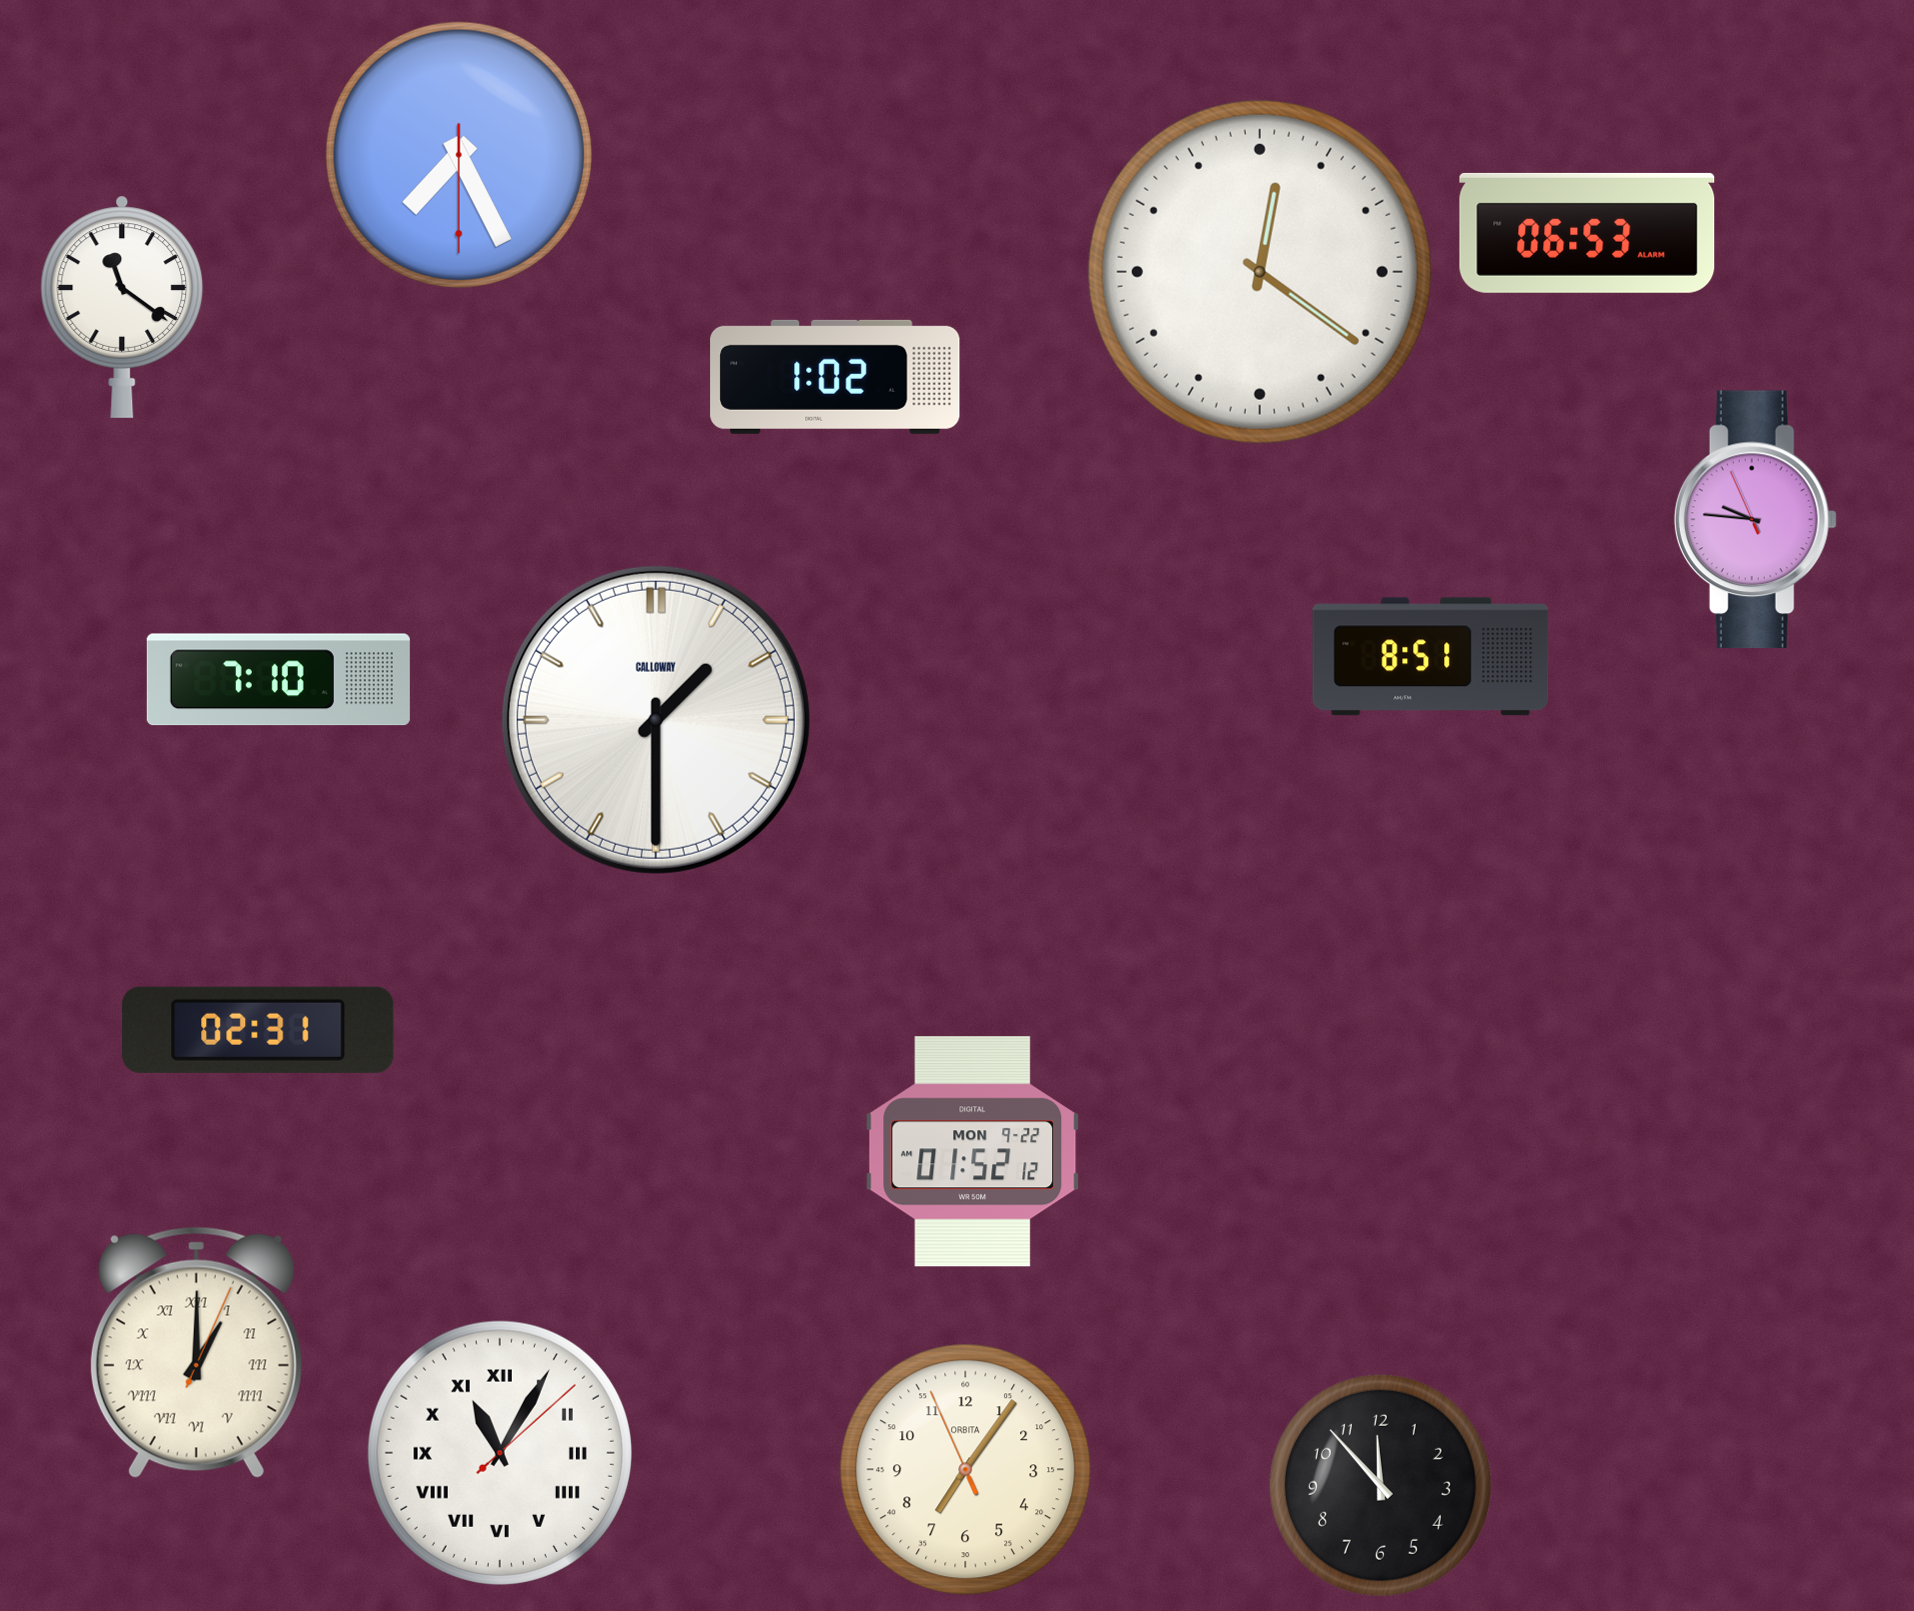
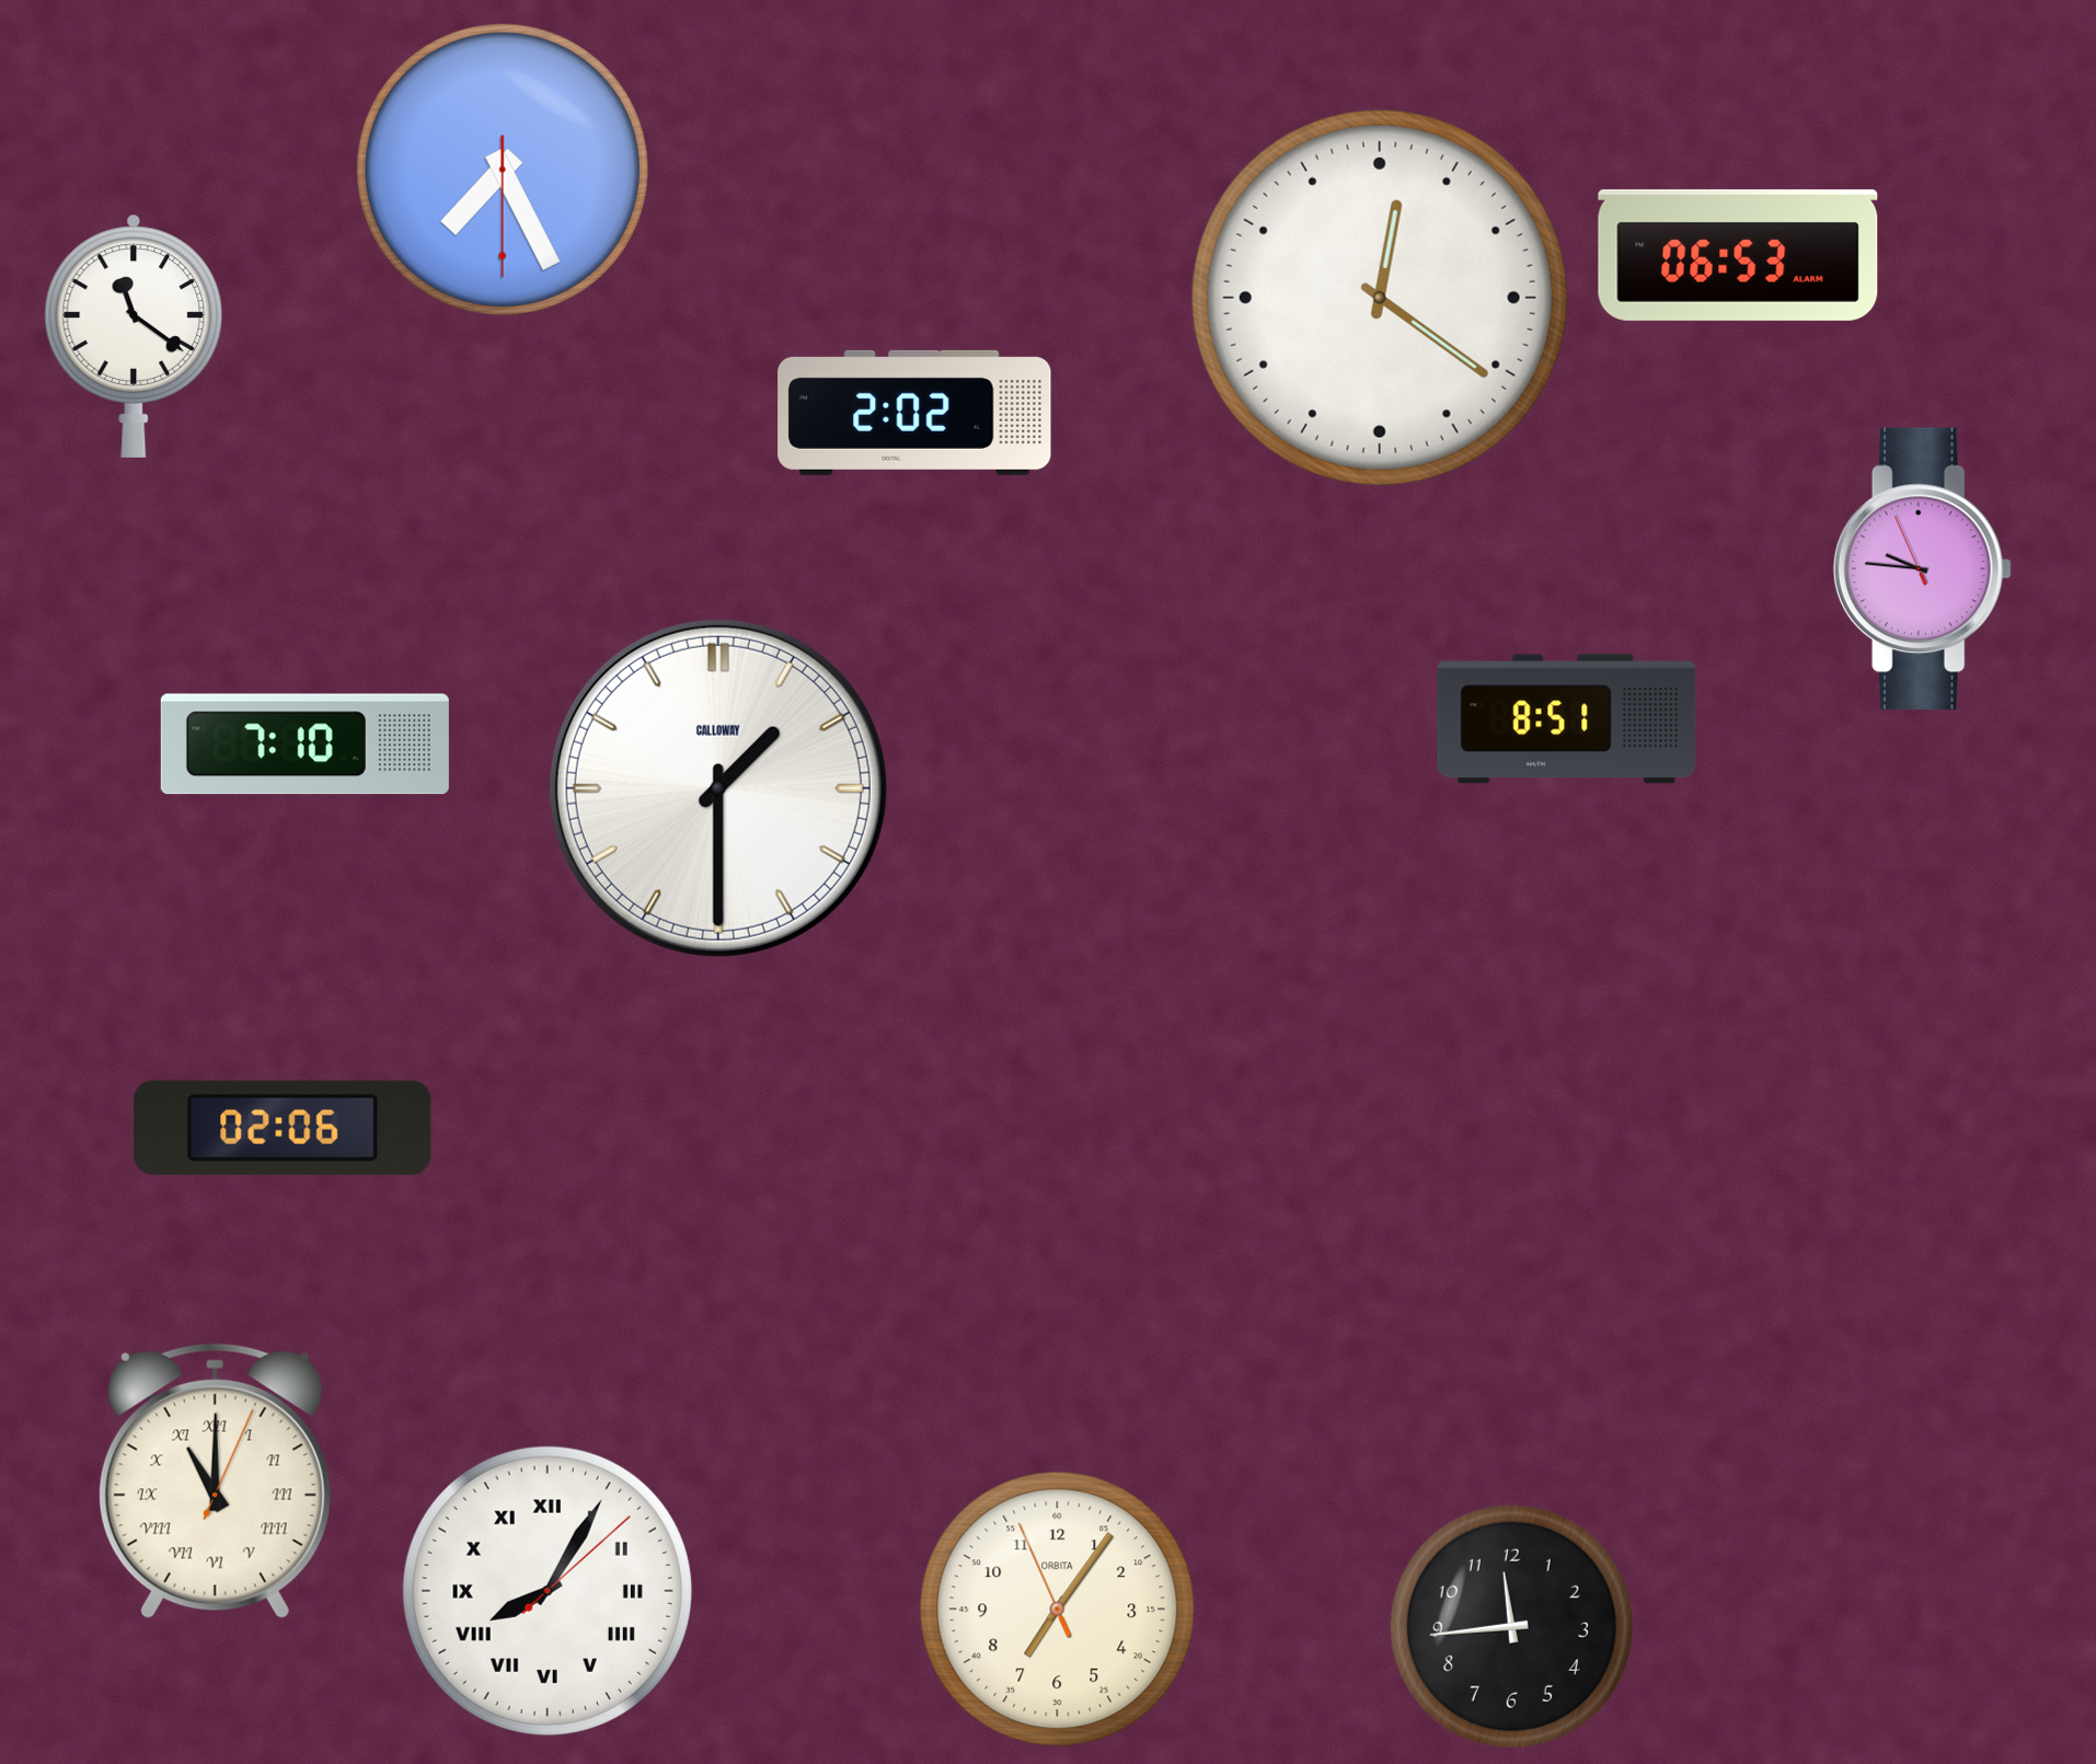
clock at (835, 377): 1:02 -> 2:02
clock at (258, 1030): 02:31 -> 02:06
clock at (973, 1152): 01:52 -> none
clock at (196, 1352): 1:00 -> 11:00
clock at (500, 1453): 11:05 -> 8:05
clock at (1380, 1485): 11:53 -> 11:44
